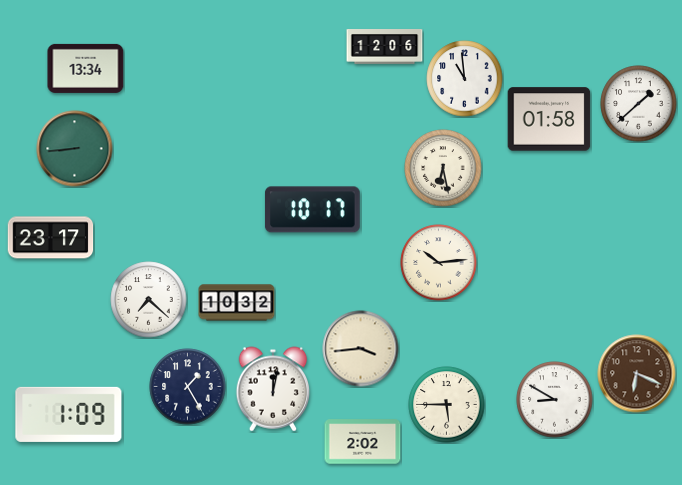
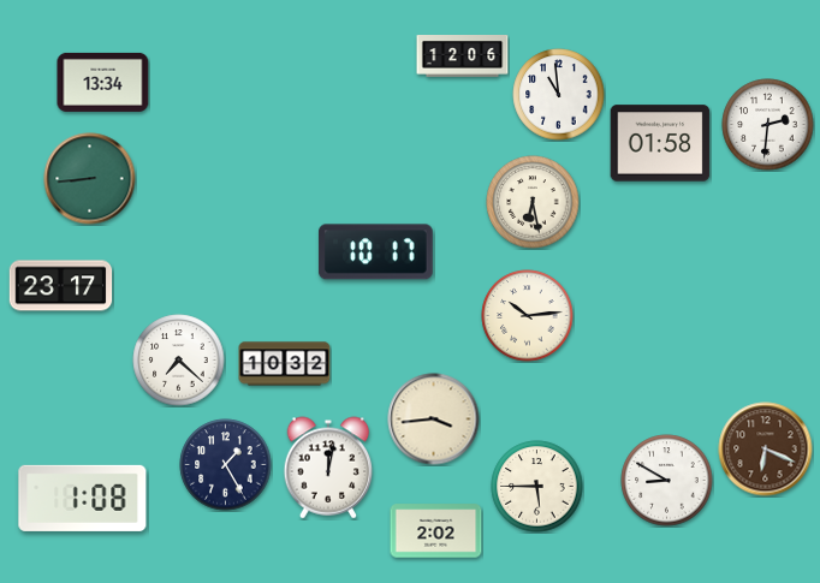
clock at (639, 104): 1:38 -> 2:31
clock at (69, 414): 1:09 -> 1:08
